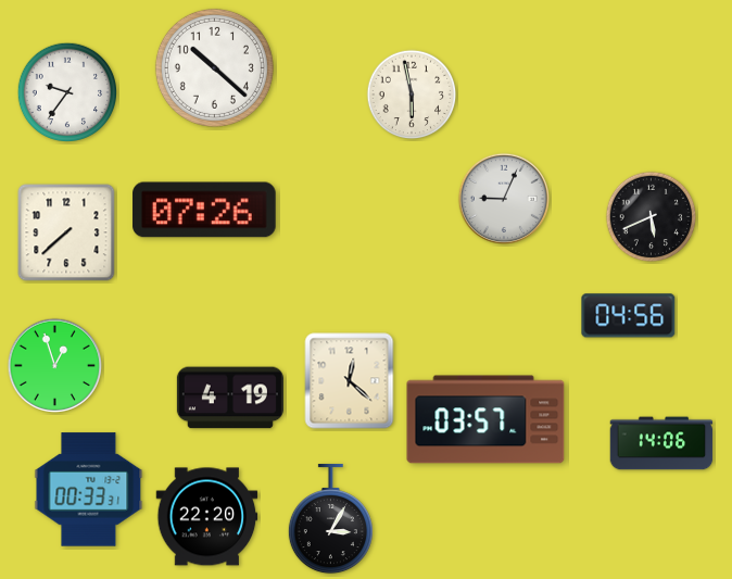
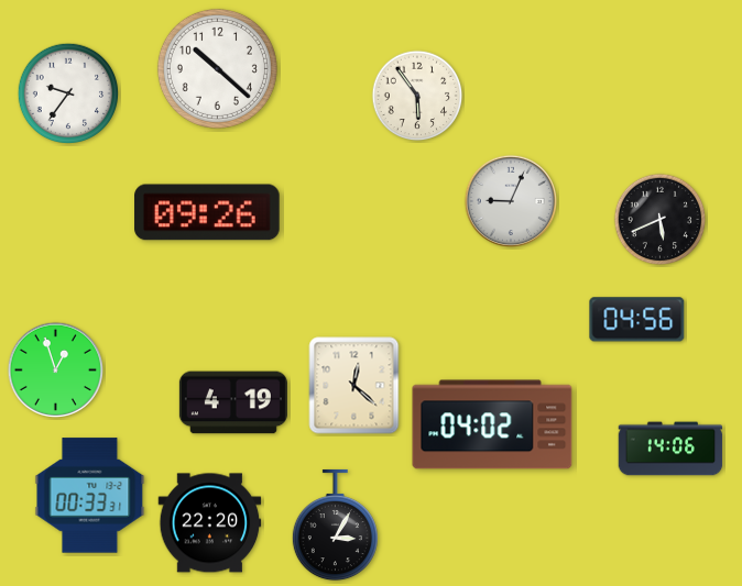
clock at (412, 95): 5:58 -> 5:54
clock at (204, 210): 07:26 -> 09:26
clock at (66, 232): 7:38 -> none
clock at (485, 419): 03:57 -> 04:02
